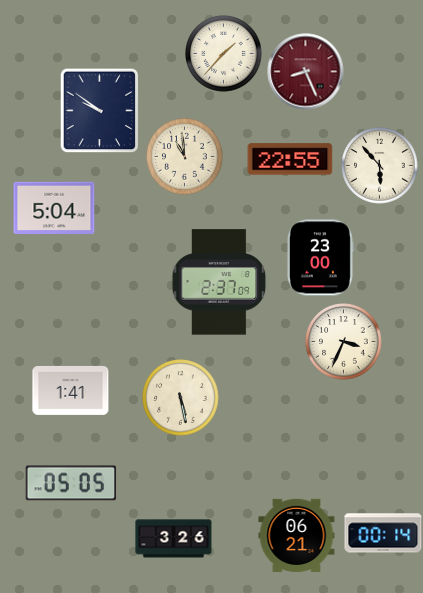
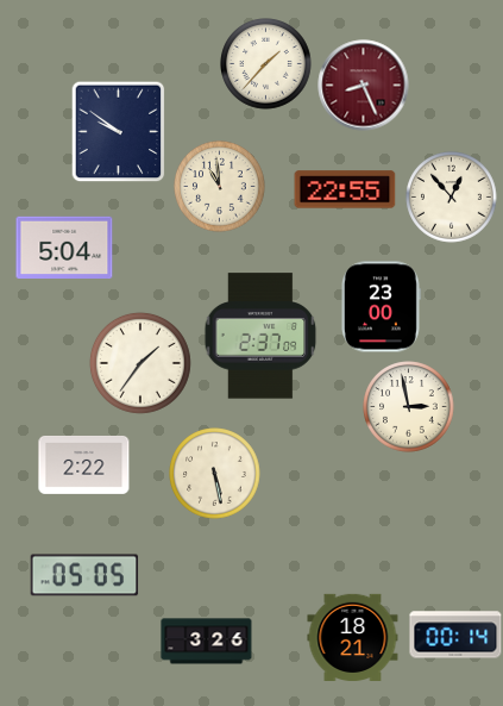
clock at (380, 166): 5:53 -> 12:53
clock at (140, 363): none -> 1:36
clock at (344, 342): 3:34 -> 2:58
clock at (71, 390): 1:41 -> 2:22
clock at (297, 535): 06:21 -> 18:21
